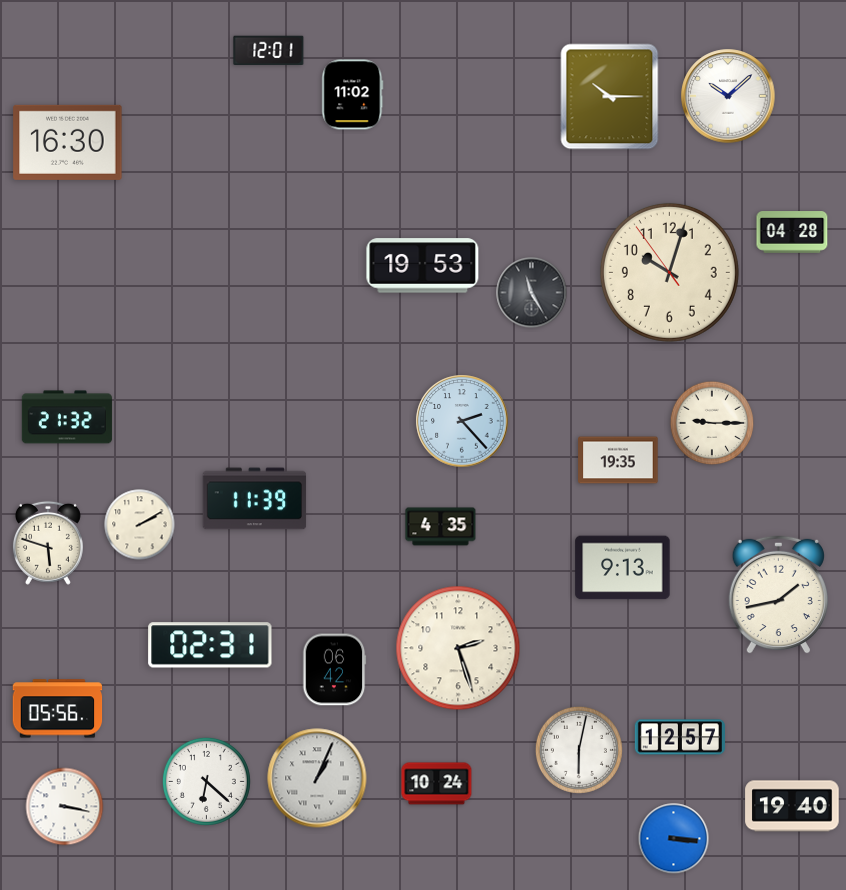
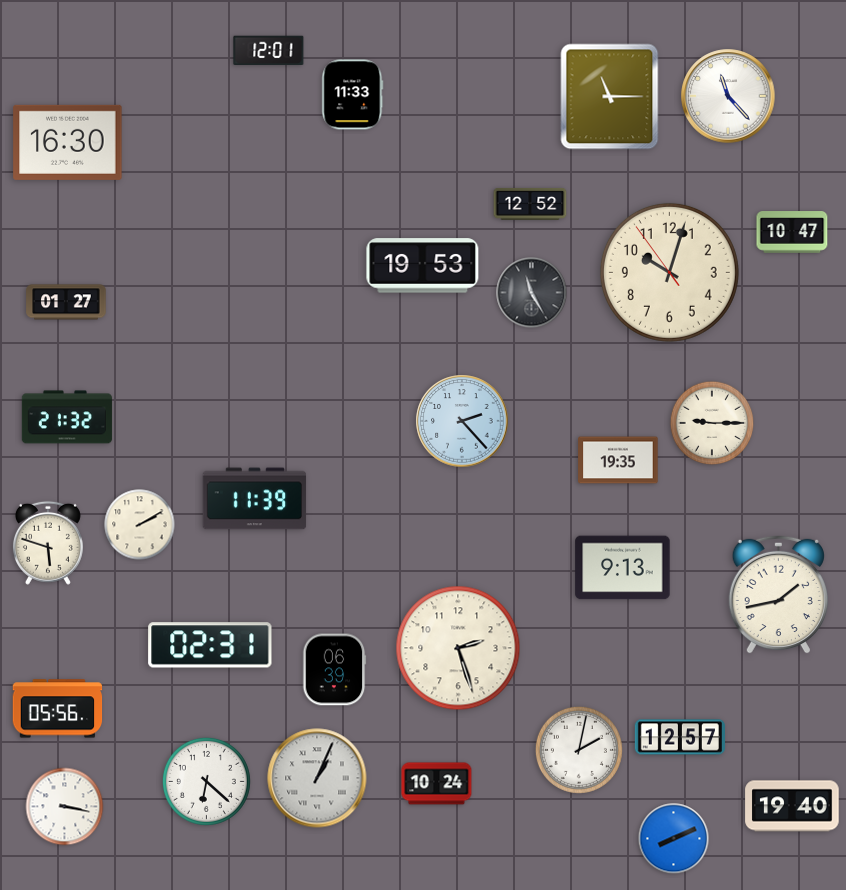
clock at (353, 95): 11:02 -> 11:33
clock at (728, 96): 10:08 -> 11:23
clock at (610, 97): 10:15 -> 11:15
clock at (530, 204): none -> 12:52
clock at (792, 232): 04:28 -> 10:47
clock at (66, 302): none -> 01:27
clock at (441, 527): 4:35 -> none
clock at (334, 670): 06:42 -> 06:39
clock at (579, 750): 6:02 -> 2:02
clock at (674, 839): 3:16 -> 8:11
